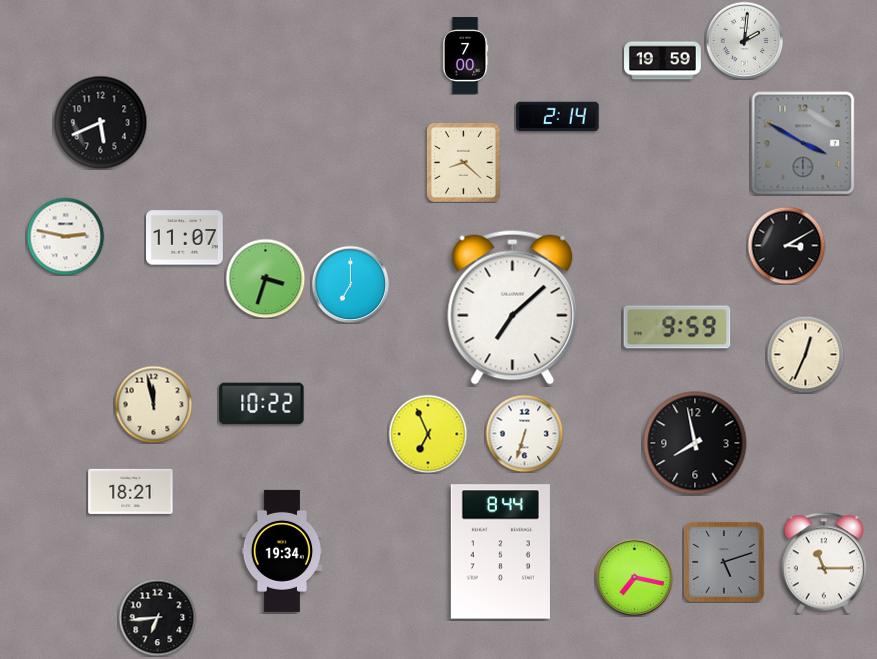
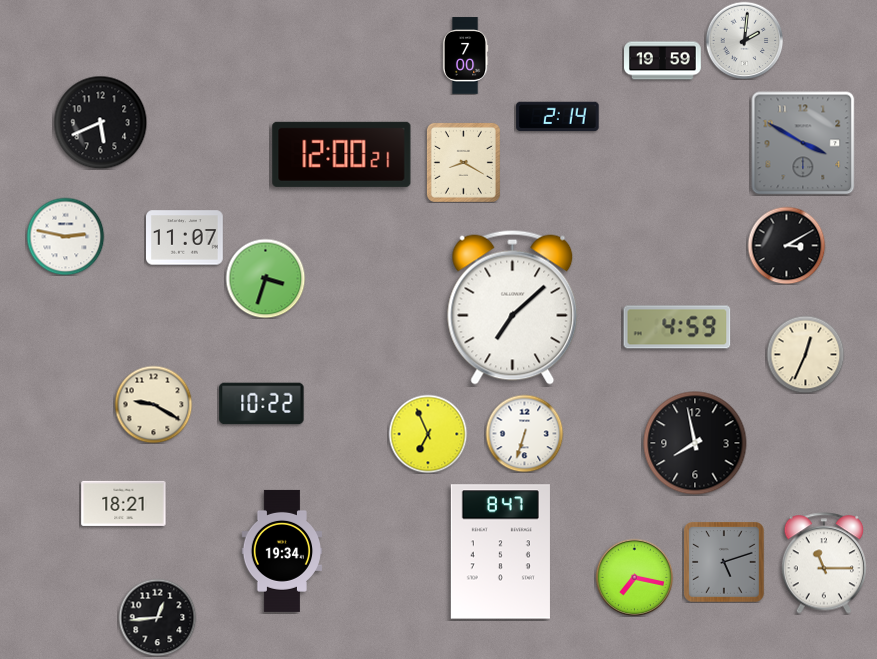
clock at (342, 154): none -> 12:00
clock at (463, 162): 8:22 -> 8:20
clock at (350, 284): 7:00 -> none
clock at (677, 327): 9:59 -> 4:59
clock at (153, 404): 11:58 -> 9:20
clock at (131, 491) position: (131, 491) -> (124, 503)
clock at (500, 552): 8:44 -> 8:47
clock at (157, 617): 6:44 -> 12:44
